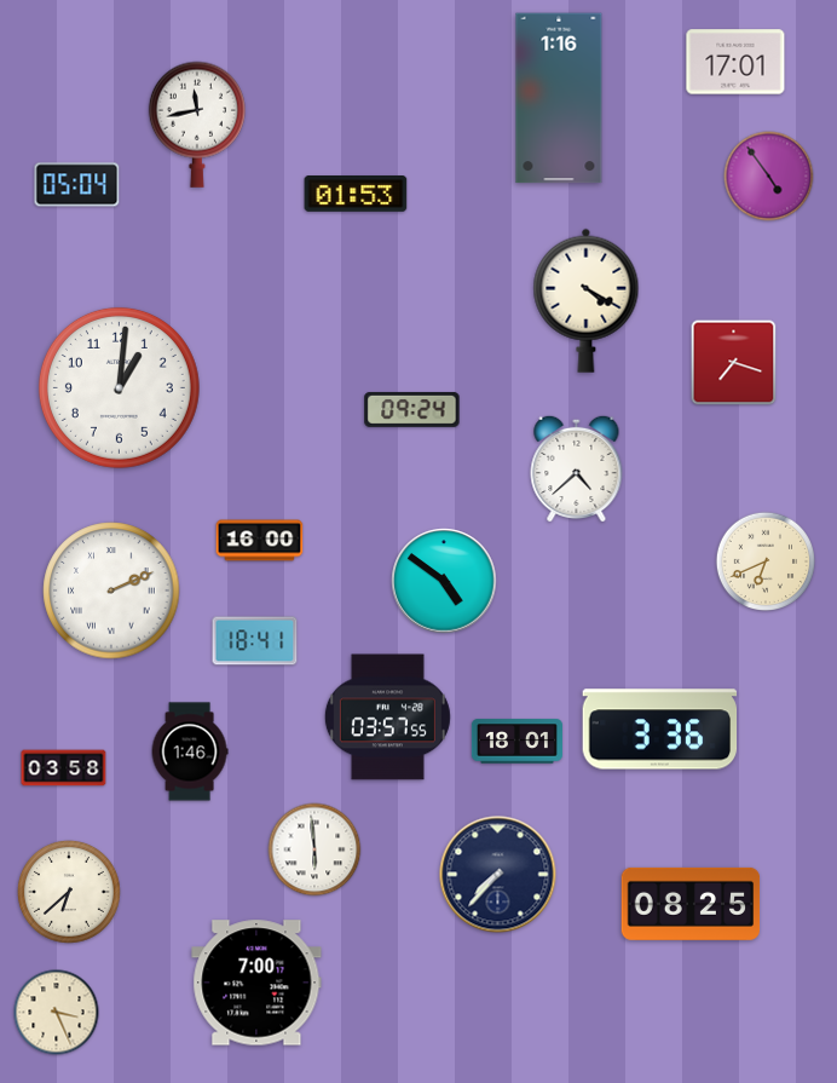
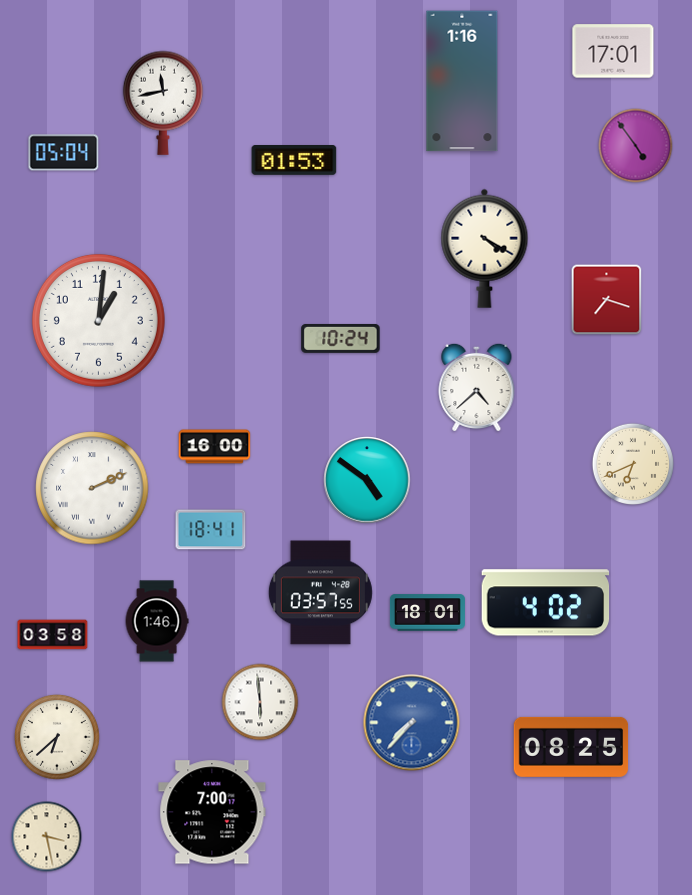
clock at (735, 62) position: (735, 62) -> (613, 51)
clock at (412, 409): 09:24 -> 10:24
clock at (660, 730): 3:36 -> 4:02
clock at (498, 875) dial: navy -> blue
clock at (57, 1013): 3:26 -> 3:28
